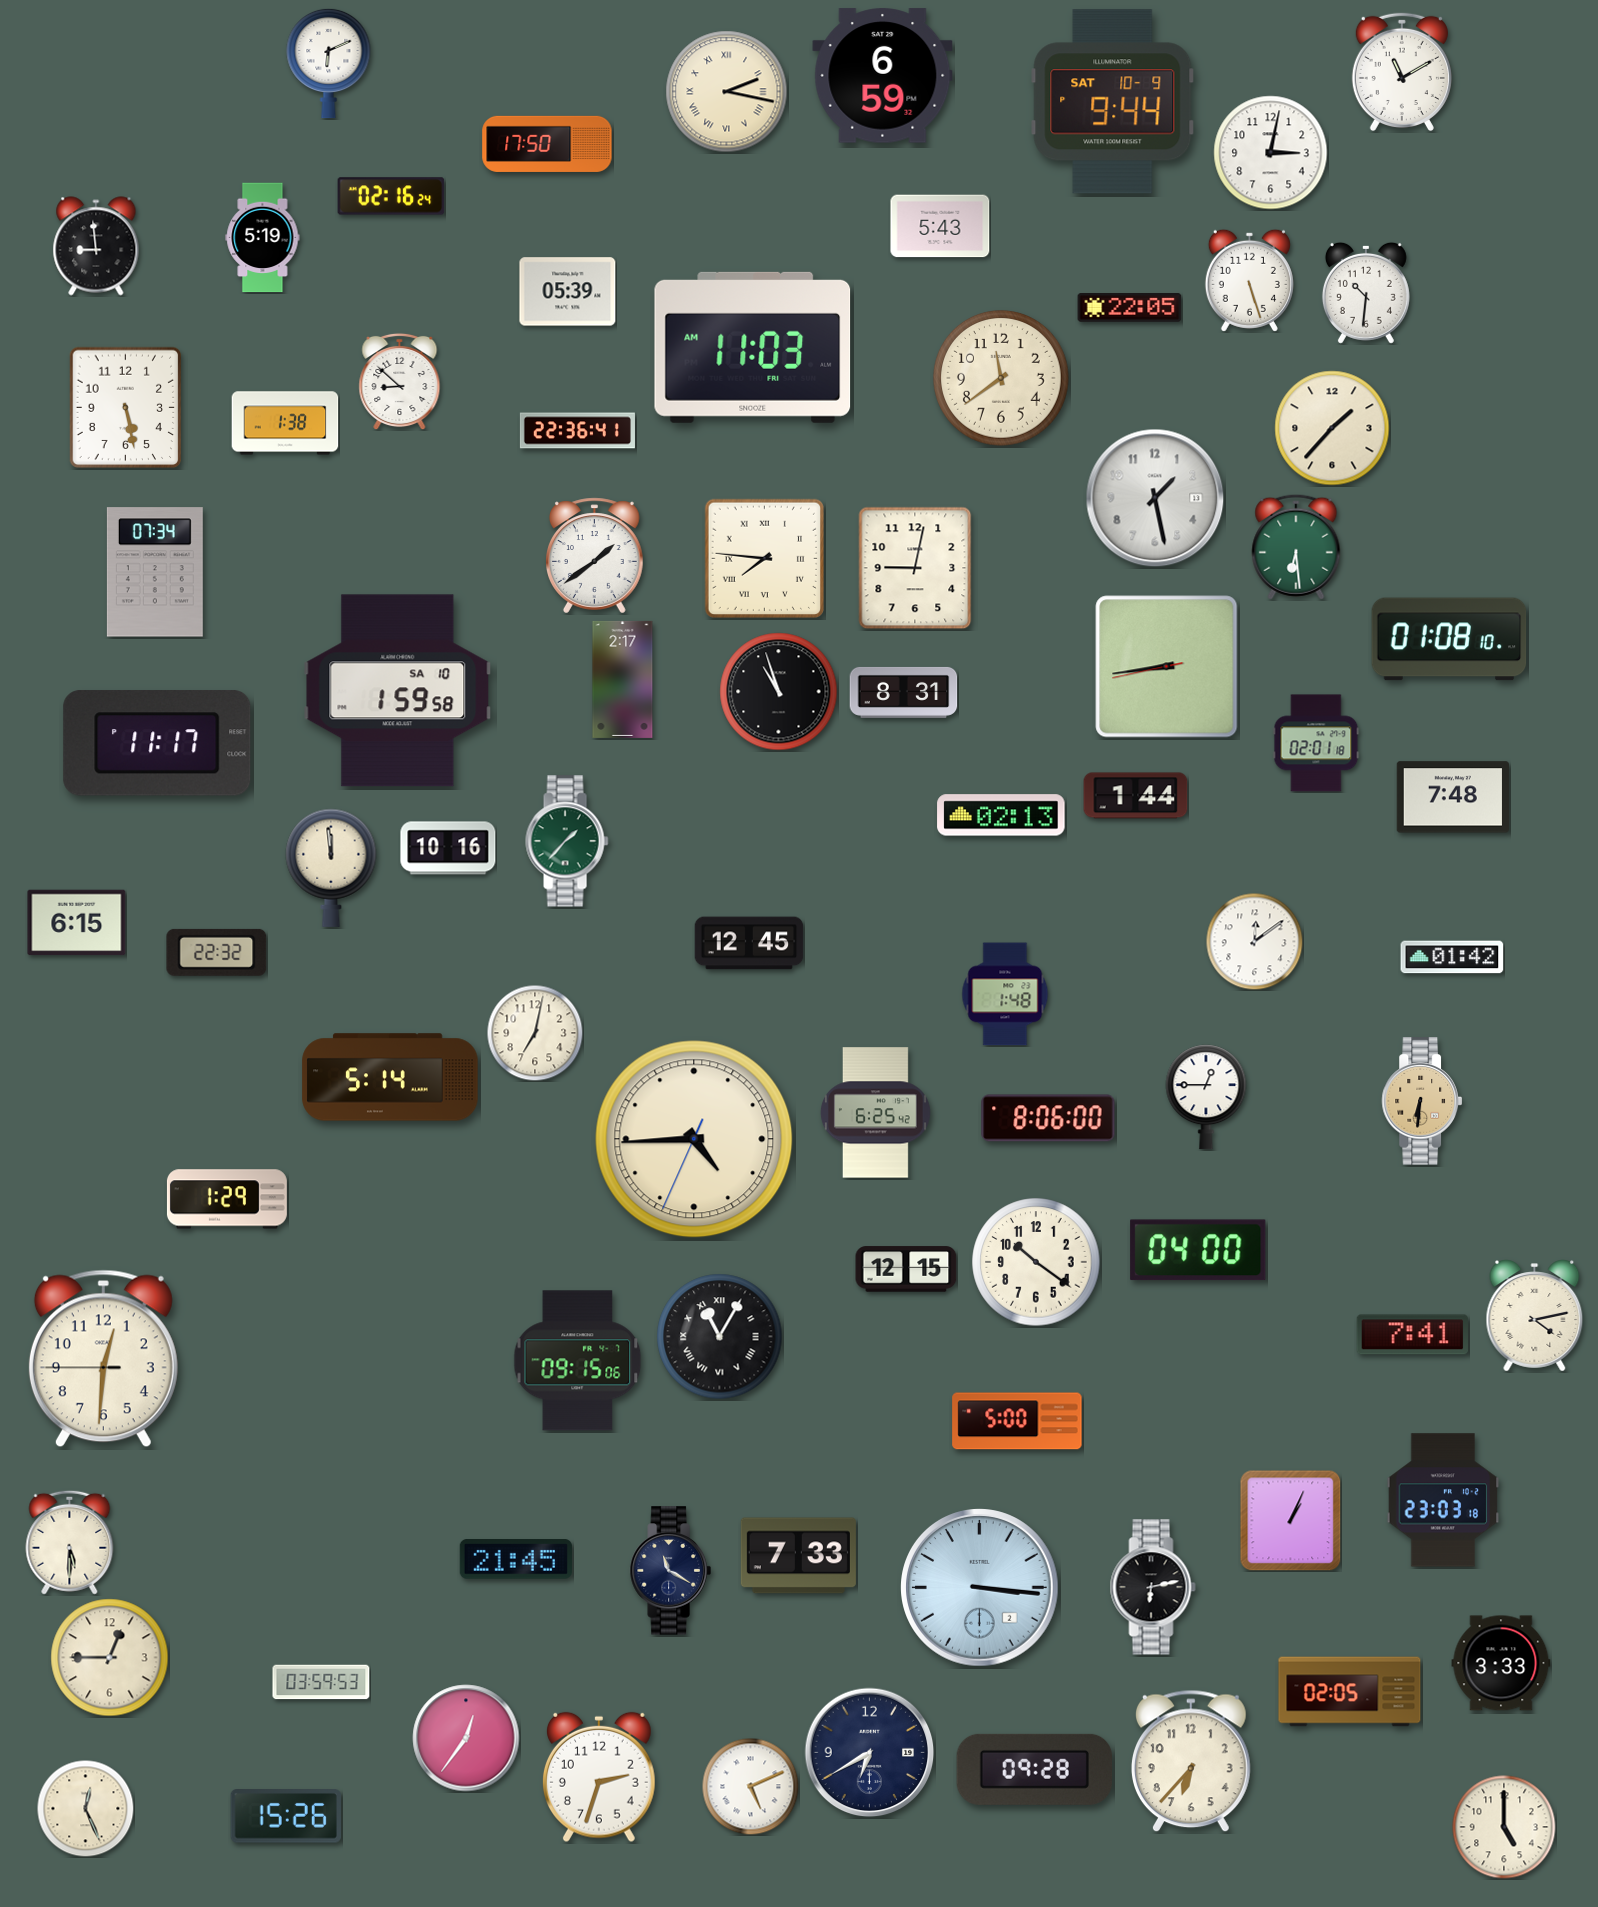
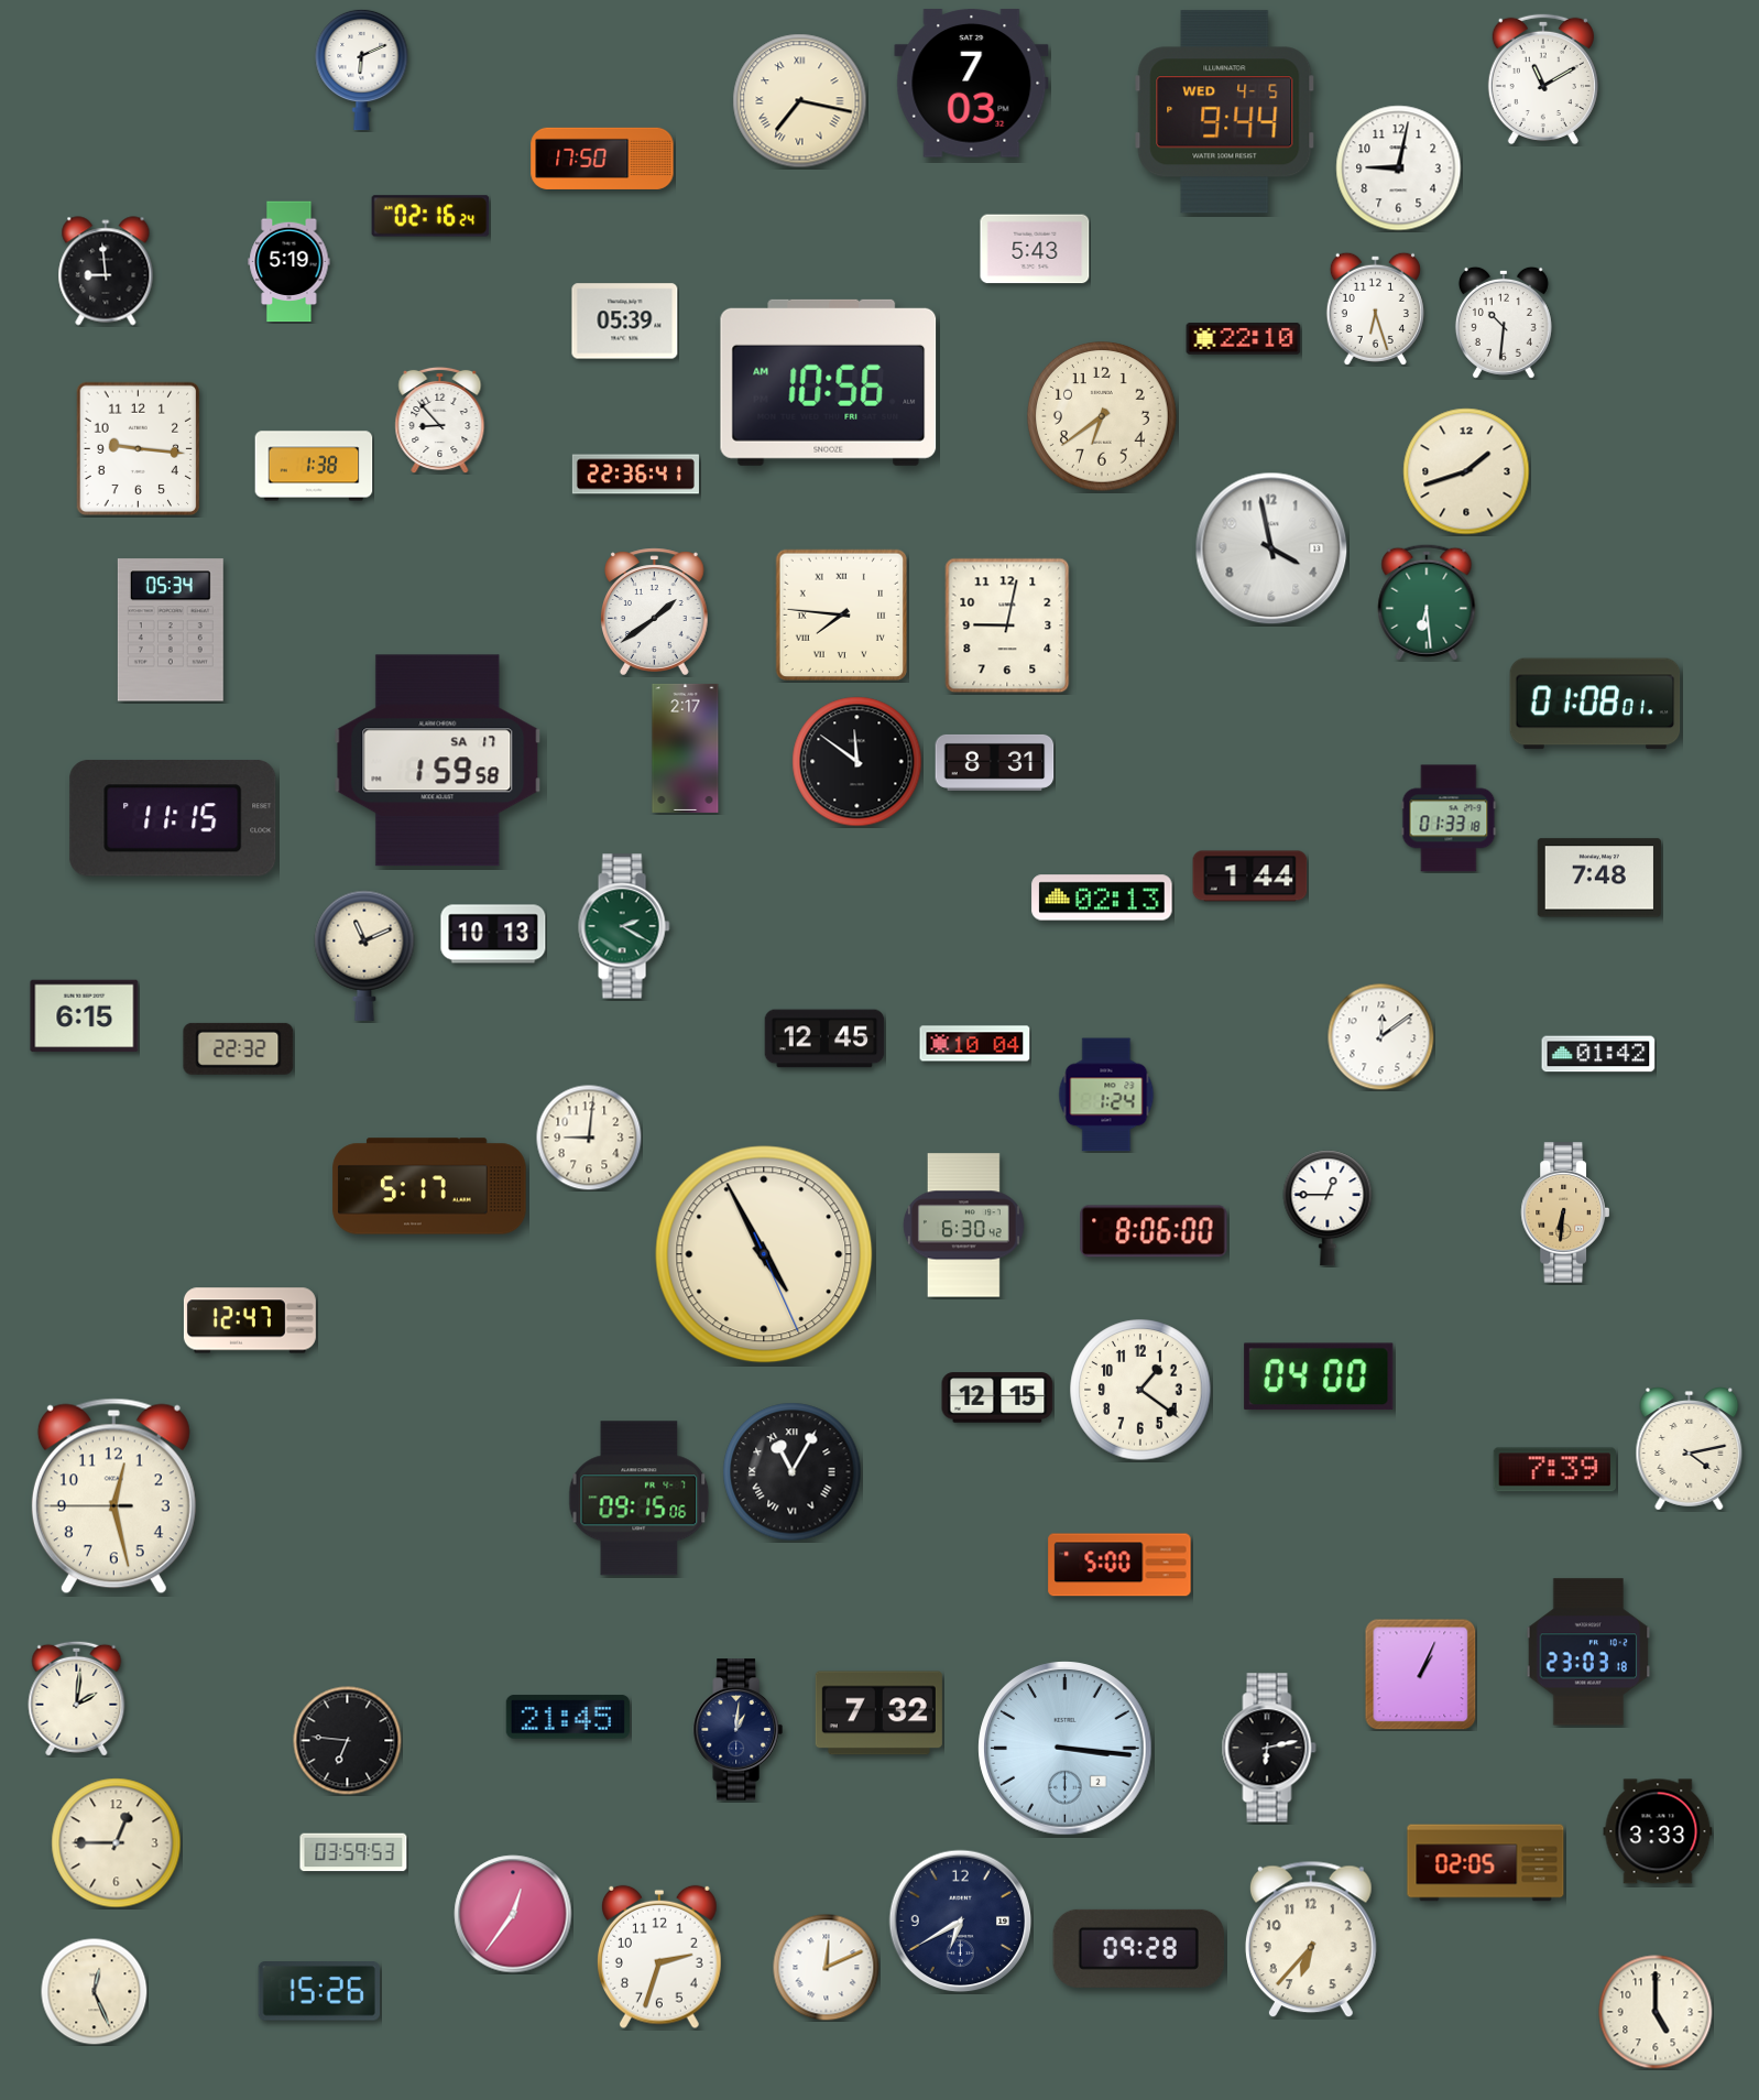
clock at (883, 76): 6:59 -> 7:03
clock at (727, 92): 2:17 -> 7:17
clock at (1113, 102) date: SAT 10-9 -> WED 4-5
clock at (1271, 153): 3:02 -> 9:02
clock at (1249, 280): 5:27 -> 6:27
clock at (1130, 308): 22:05 -> 22:10
clock at (753, 347): 11:03 -> 10:56
clock at (1001, 378): 11:39 -> 6:39
clock at (400, 381): 8:52 -> 8:53
clock at (126, 408): 5:28 -> 9:16
clock at (1332, 428): 1:37 -> 1:42
clock at (1155, 498): 1:28 -> 3:58
clock at (155, 572): 07:34 -> 05:34
clock at (1449, 639): 01:08:10 -> 01:08:01
clock at (1167, 667): 8:43 -> none
clock at (398, 691) date: SA 10 -> SA 17
clock at (779, 692): 10:57 -> 11:51
clock at (157, 743): 11:17 -> 11:15
clock at (1316, 743): 02:01 -> 01:33
clock at (567, 841): 1:37 -> 2:20
clock at (448, 848): 10:16 -> 10:13
clock at (331, 868): 11:59 -> 11:11
clock at (975, 1044): none -> 10:04
clock at (1005, 994): 1:48 -> 1:24
clock at (535, 1033): 7:02 -> 9:01
clock at (390, 1077): 5:14 -> 5:17
clock at (875, 1113): 6:25 -> 6:30
clock at (694, 1139): 4:44 -> 4:55
clock at (227, 1199): 1:29 -> 12:47
clock at (1036, 1262): 10:21 -> 1:21
clock at (1412, 1335): 7:41 -> 7:39
clock at (103, 1359): 12:30 -> 12:27
clock at (578, 1361) position: (578, 1361) -> (640, 1499)
clock at (70, 1542): 5:30 -> 2:01
clock at (798, 1556): 7:33 -> 7:32
clock at (670, 1571): 11:20 -> 1:01
clock at (348, 1741): none -> 6:46
clock at (980, 1588) position: (980, 1588) -> (1066, 1749)
clock at (110, 1658) position: (110, 1658) -> (117, 1843)
clock at (1501, 1663) position: (1501, 1663) -> (1658, 1831)
clock at (870, 1753) position: (870, 1753) -> (961, 1922)
clock at (750, 1786): 5:11 -> 12:11
clock at (286, 1817) position: (286, 1817) -> (319, 1992)
